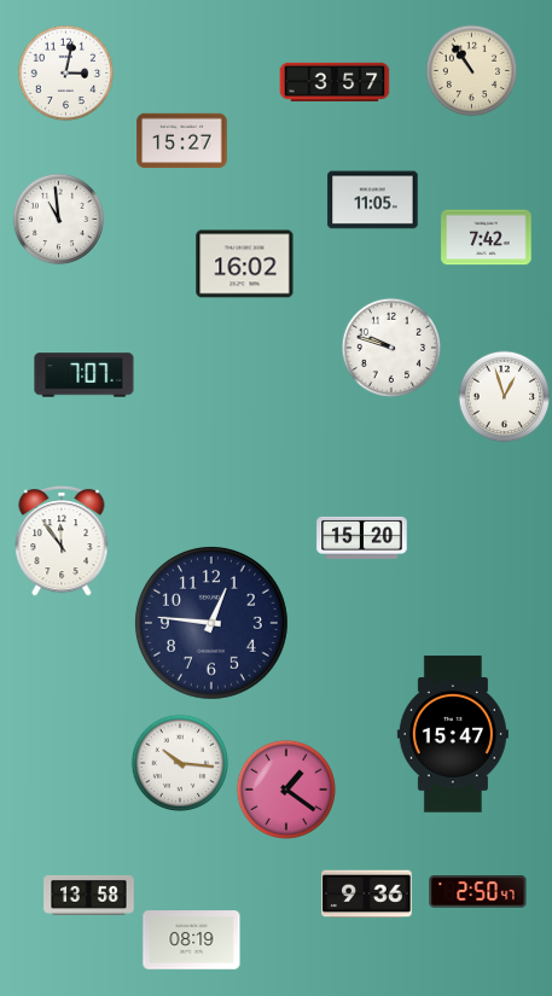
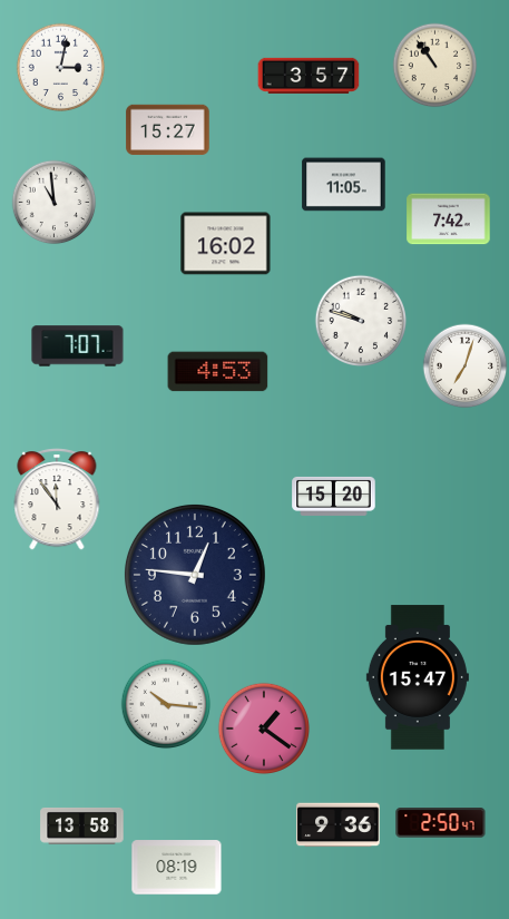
clock at (505, 397): 12:57 -> 7:03
clock at (218, 372): none -> 4:53
